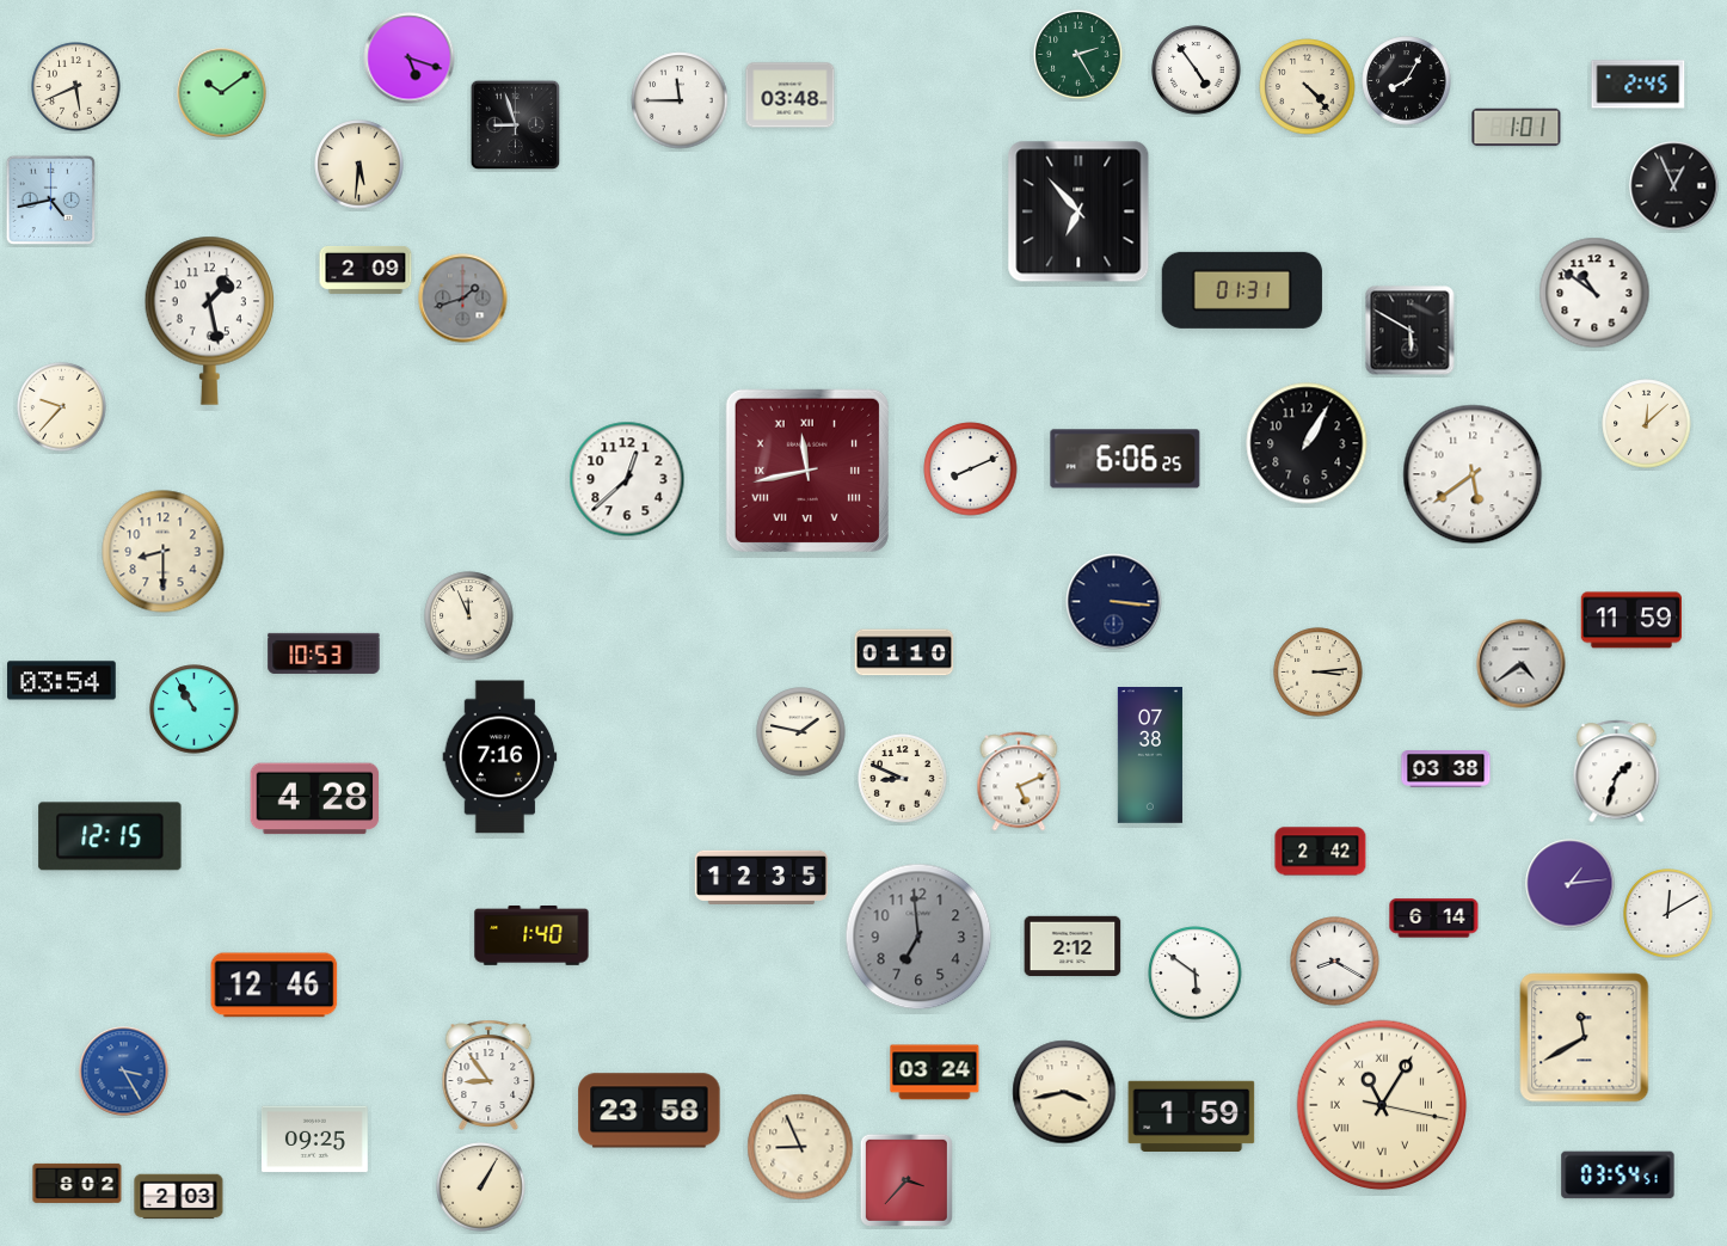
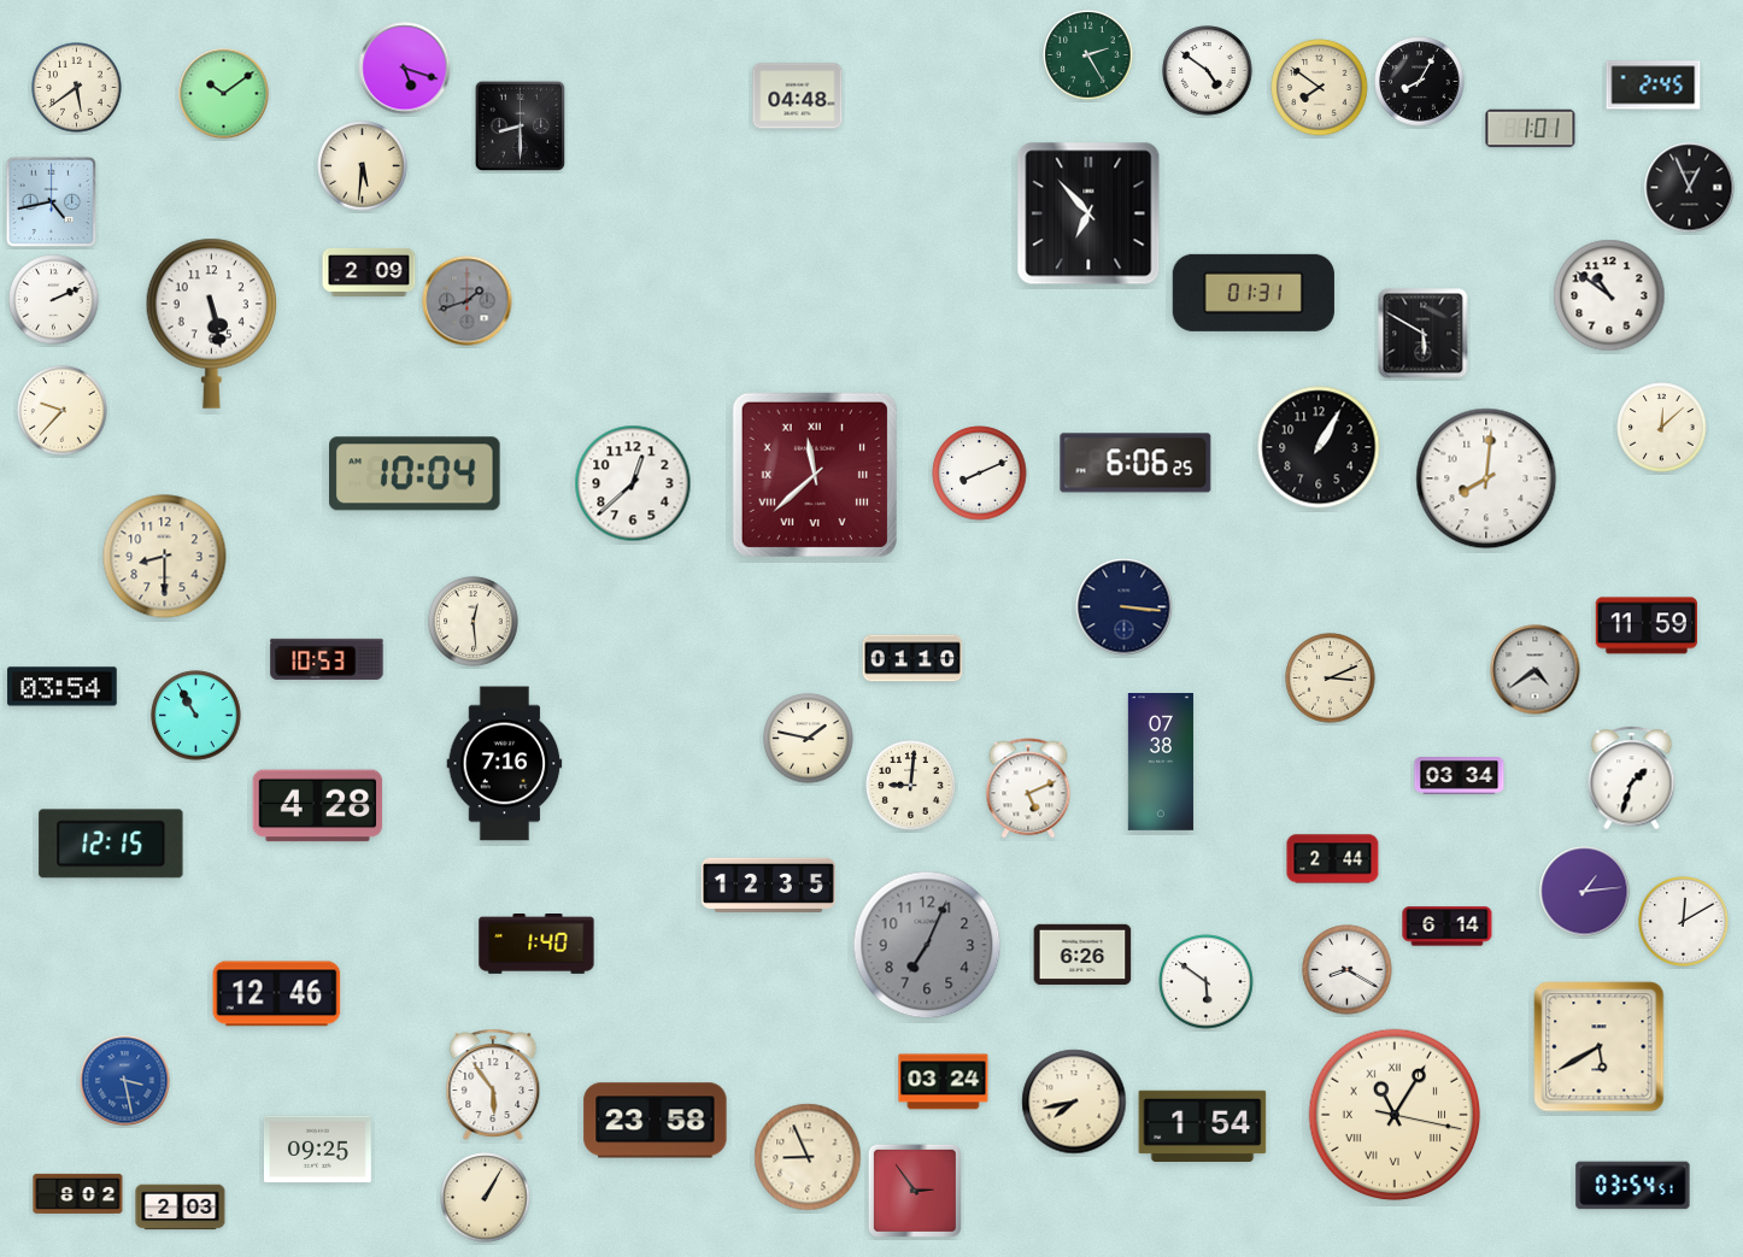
clock at (410, 59) position: (410, 59) -> (405, 69)
clock at (1197, 70): 4:54 -> 4:51
clock at (76, 87): 5:41 -> 5:39
clock at (1308, 87): 4:23 -> 7:51
clock at (791, 96): 03:48 -> 04:48
clock at (680, 100): 11:45 -> none
clock at (516, 125): 8:57 -> 8:30
clock at (54, 300): none -> 2:11
clock at (210, 320): 1:28 -> 5:28
clock at (416, 474): none -> 10:04
clock at (807, 471): 11:43 -> 11:38
clock at (1473, 474): 5:39 -> 8:01
clock at (469, 616): 11:56 -> 12:29
clock at (1319, 673): 3:14 -> 3:11
clock at (1446, 769): 03:38 -> 03:34
clock at (903, 779): 8:49 -> 9:01
clock at (1321, 852): 2:42 -> 2:44
clock at (918, 937): 6:59 -> 7:04
clock at (1073, 946): 2:12 -> 6:26
clock at (1585, 1038): 11:40 -> 5:40
clock at (124, 1072): 3:25 -> 3:28
clock at (488, 1075): 8:54 -> 5:54
clock at (1064, 1092): 3:43 -> 7:43
clock at (1192, 1116): 1:59 -> 1:54
clock at (906, 1180): 3:37 -> 2:54
